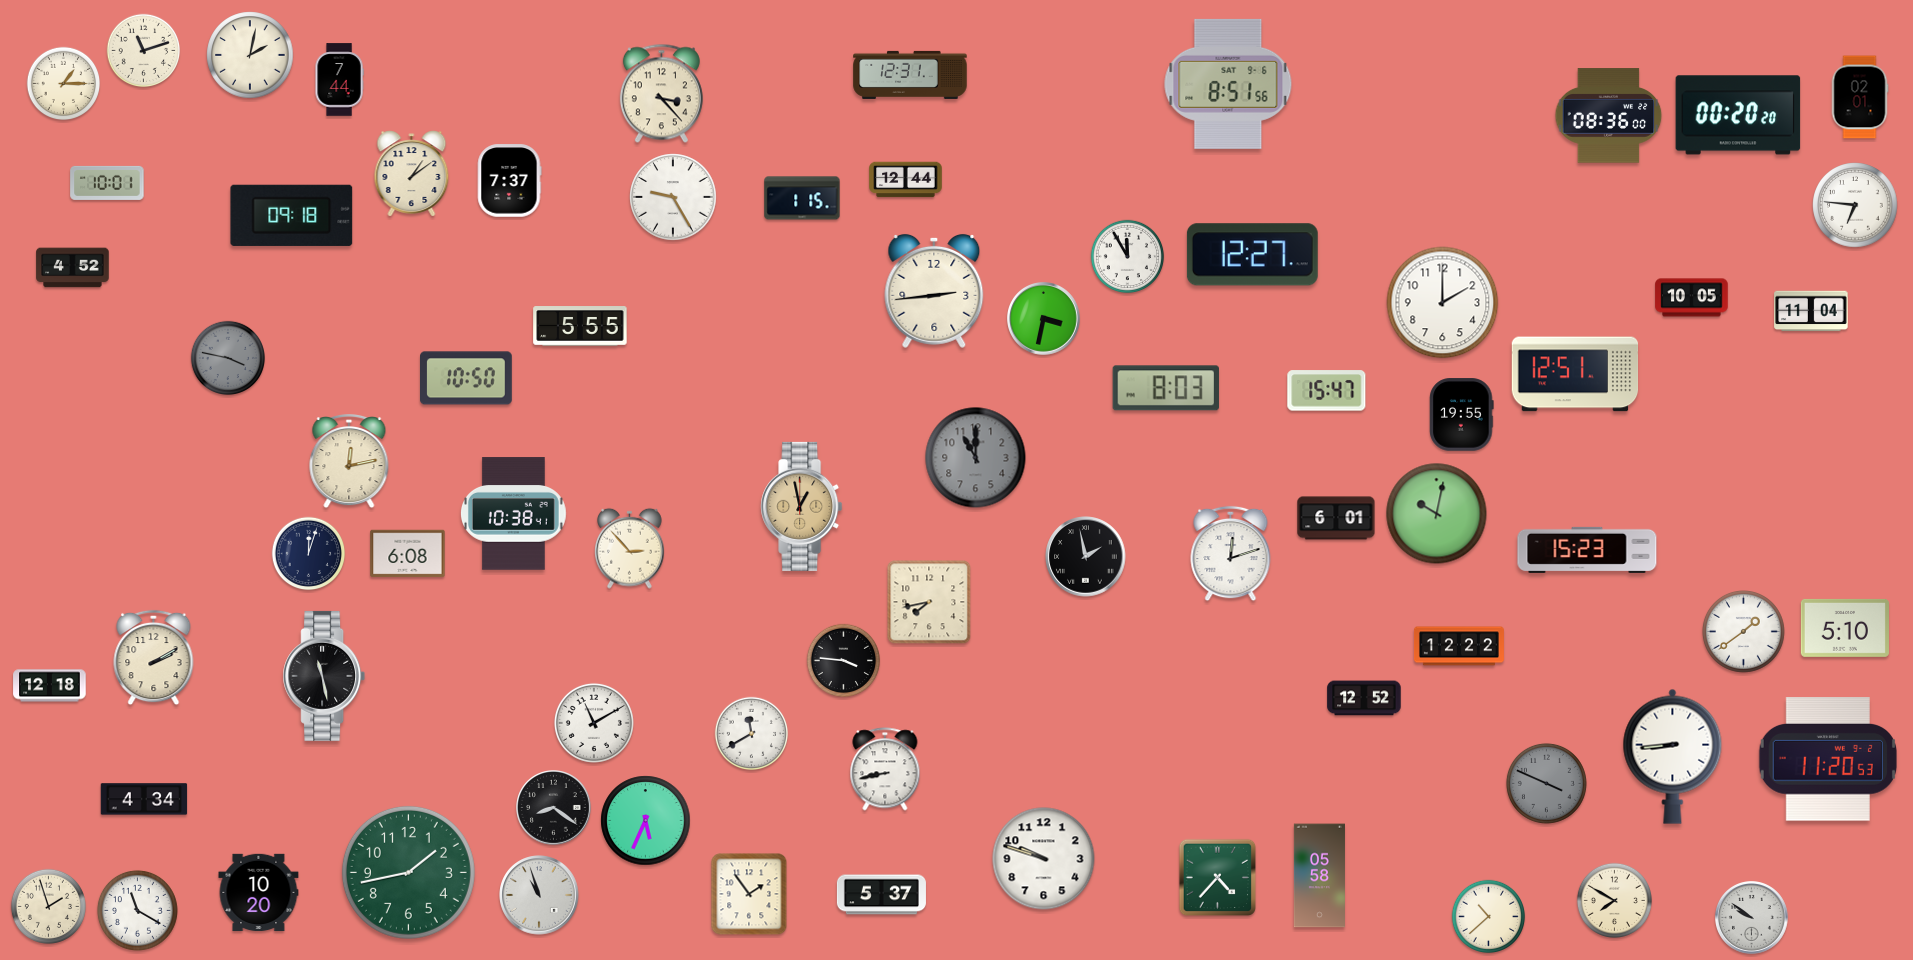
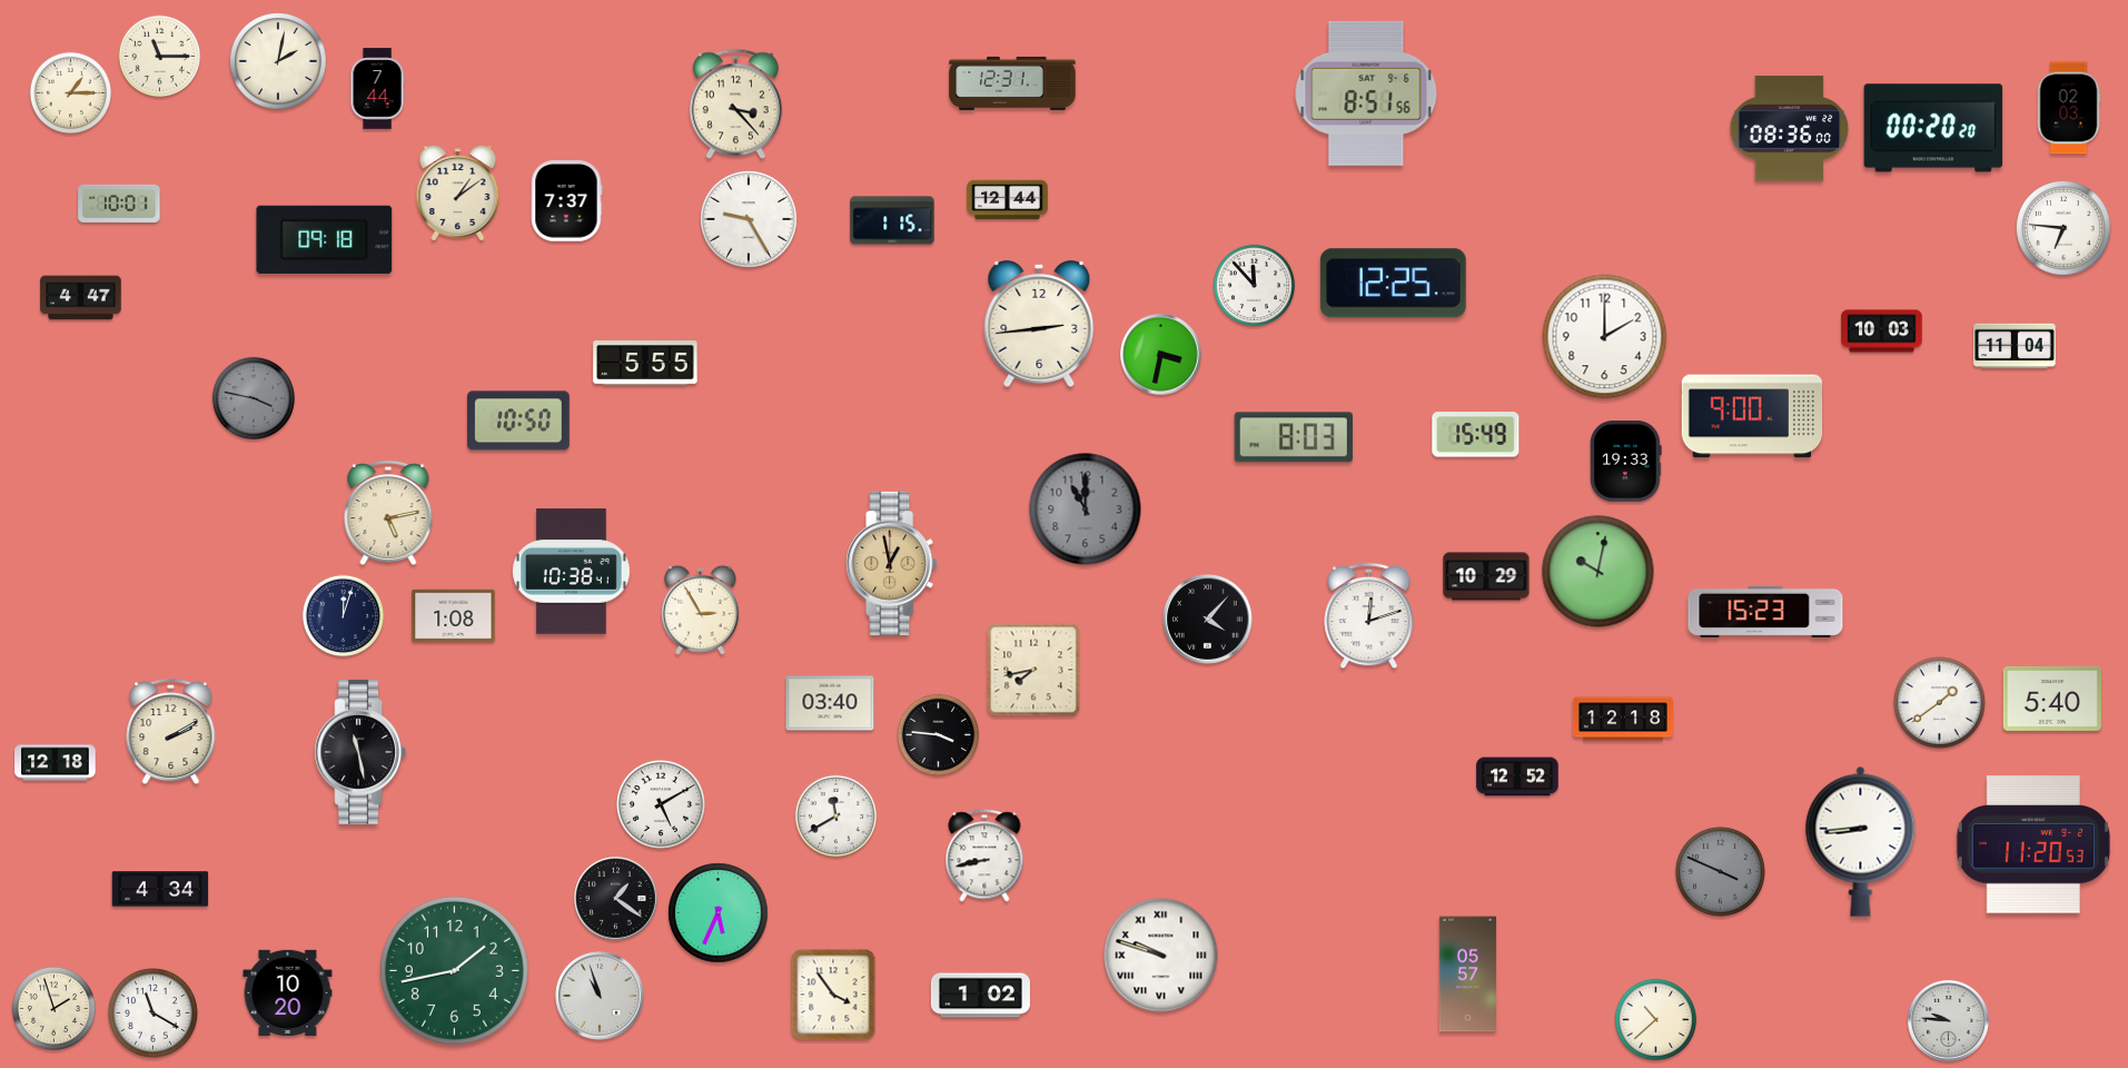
clock at (144, 51): 11:12 -> 11:15
clock at (1860, 97): 02:01 -> 02:03
clock at (1252, 255): 12:27 -> 12:25
clock at (1128, 257): 11:55 -> 11:53
clock at (73, 268): 4:52 -> 4:47
clock at (1692, 298): 10:05 -> 10:03
clock at (1575, 374): 12:51 -> 9:00
clock at (1166, 388) position: (1166, 388) -> (1294, 437)
clock at (1327, 391): 15:47 -> 15:49
clock at (1462, 415): 19:55 -> 19:33
clock at (349, 462): 12:13 -> 5:13
clock at (1336, 518): 6:01 -> 10:29
clock at (630, 548): 2:53 -> 2:55
clock at (408, 554): 6:08 -> 1:08
clock at (1086, 557): 1:58 -> 4:07
clock at (1845, 628): 5:10 -> 5:40
clock at (830, 703): none -> 03:40
clock at (1459, 646): 12:22 -> 12:18
clock at (594, 723): 11:10 -> 5:10
clock at (554, 808): 8:21 -> 1:21
clock at (1044, 859) numerals: Arabic -> Roman
clock at (1319, 876): 05:58 -> 05:57
clock at (1218, 878): 4:37 -> none
clock at (749, 894): 1:54 -> 3:54
clock at (881, 895): 5:37 -> 1:02
clock at (1614, 900): 7:50 -> none
clock at (1752, 918): 9:51 -> 9:46
